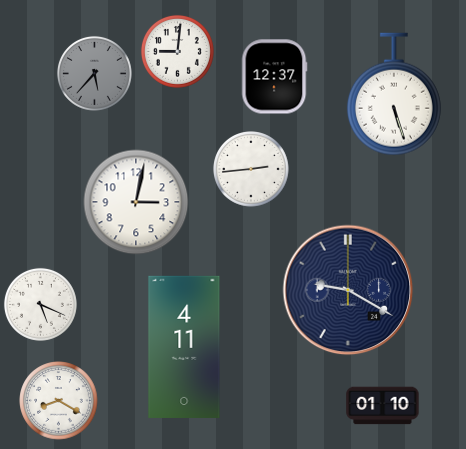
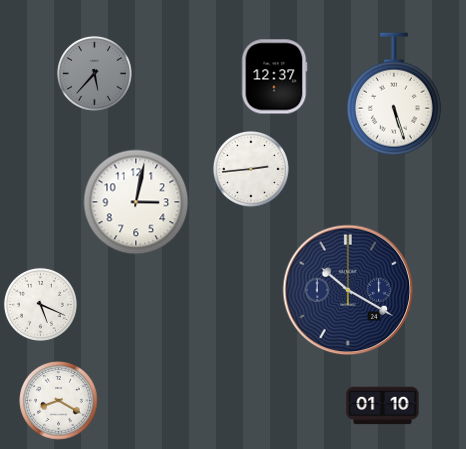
clock at (177, 51): 9:01 -> none
clock at (348, 290): 9:20 -> 10:20
clock at (184, 347): 4:11 -> none
